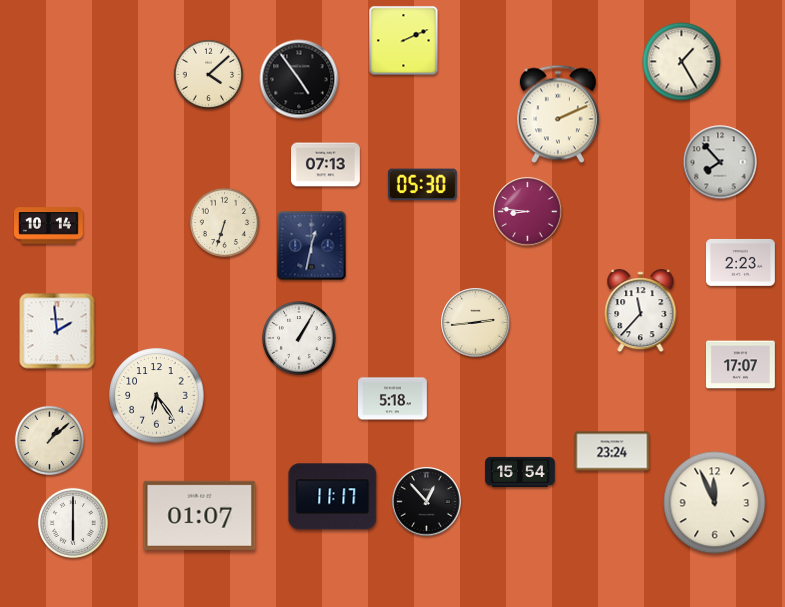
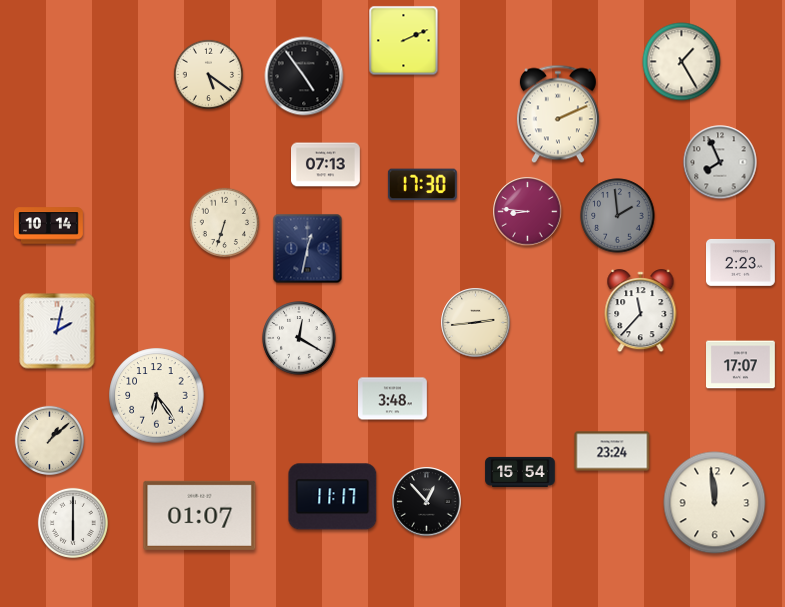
clock at (208, 74): 4:08 -> 5:21
clock at (299, 79) position: (299, 79) -> (304, 76)
clock at (720, 162): 7:53 -> 7:56
clock at (422, 185): 05:30 -> 17:30
clock at (618, 216): none -> 1:59
clock at (312, 246) position: (312, 246) -> (308, 249)
clock at (57, 331): 1:59 -> 2:02
clock at (299, 338): 1:05 -> 12:20
clock at (393, 399): 5:18 -> 3:48
clock at (715, 503): 11:56 -> 11:59
